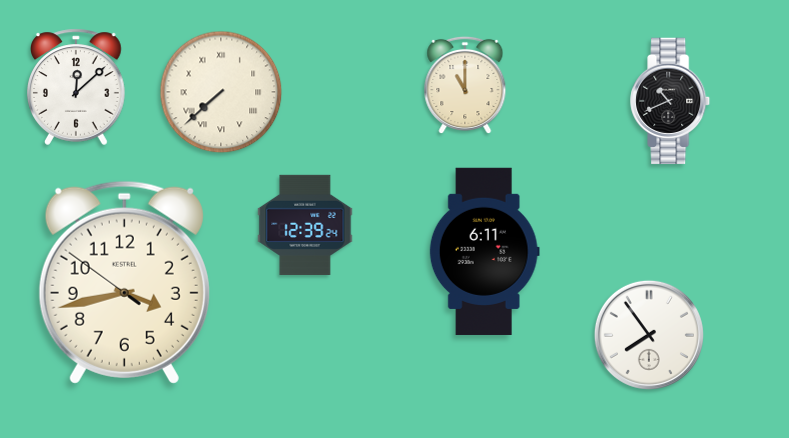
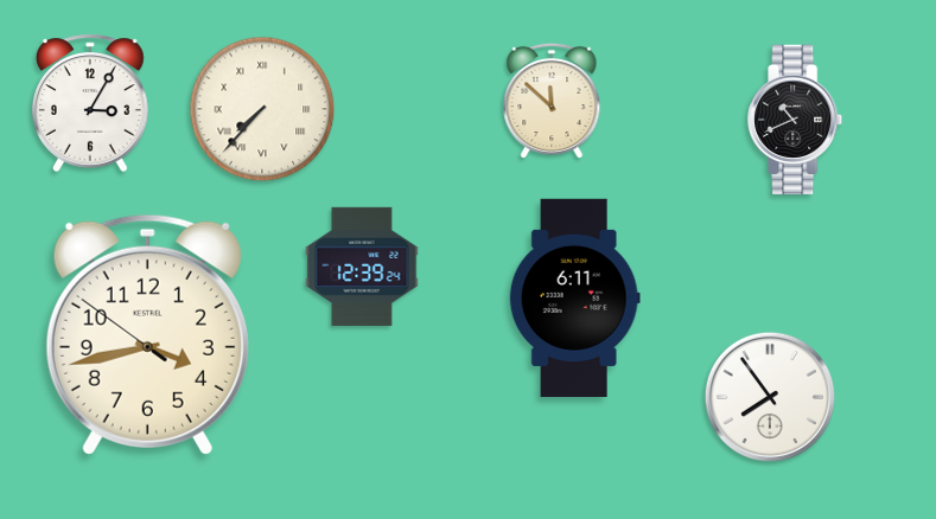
clock at (465, 85): 11:00 -> 11:52
clock at (77, 87): 12:08 -> 3:05
clock at (221, 92): 7:38 -> 7:37
